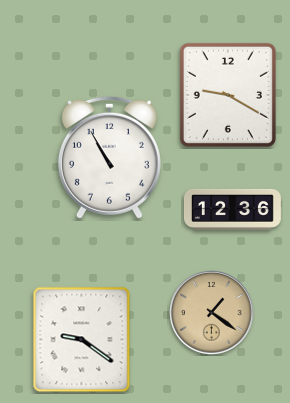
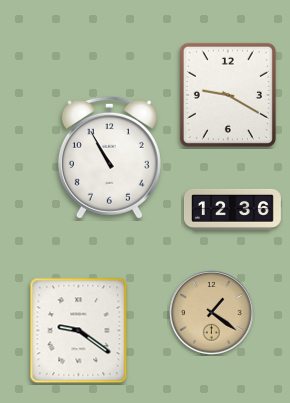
clock at (82, 340) position: (82, 340) -> (79, 331)
